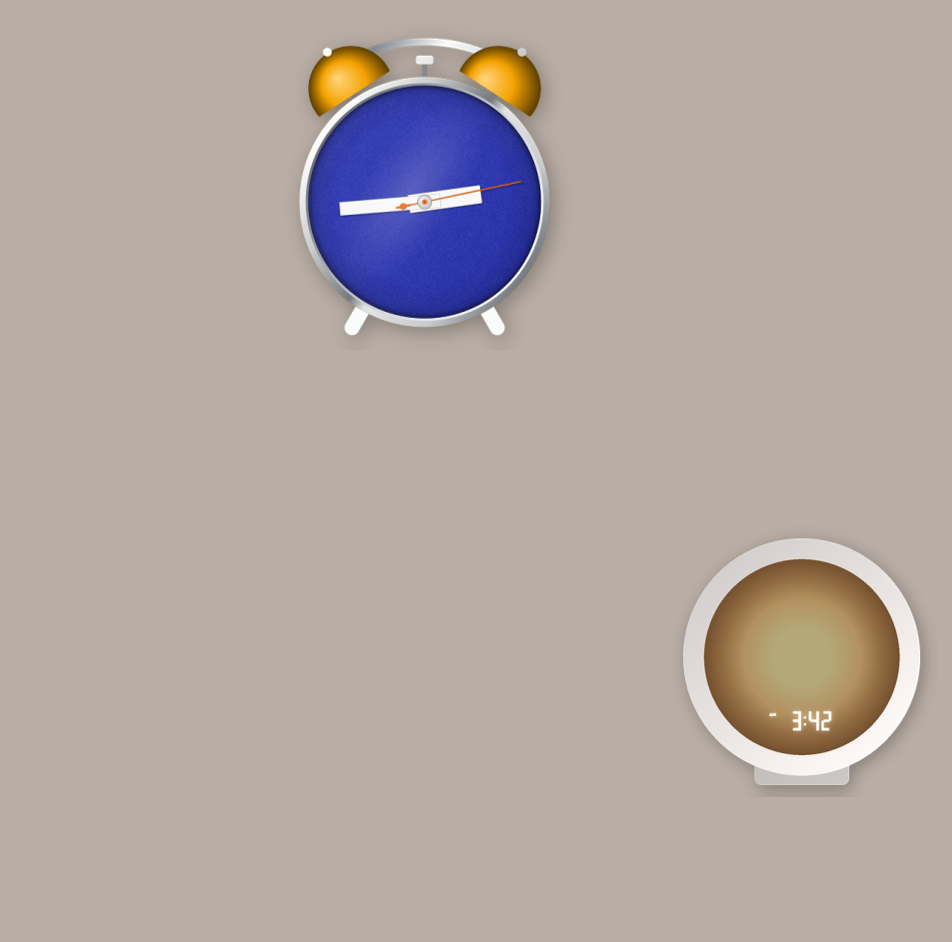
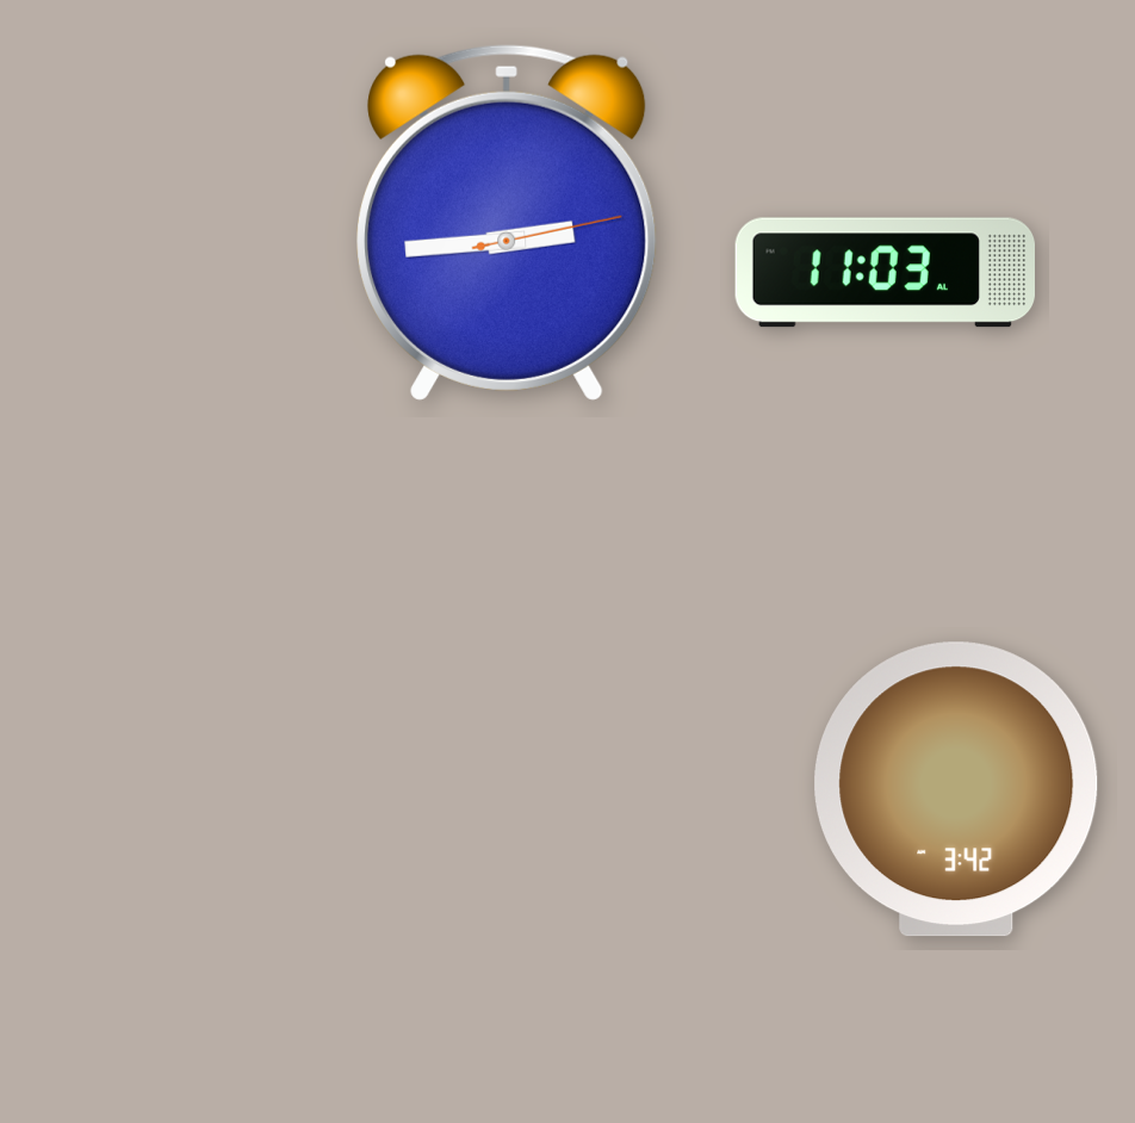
clock at (885, 273): none -> 11:03
